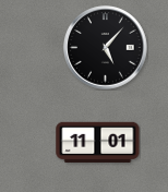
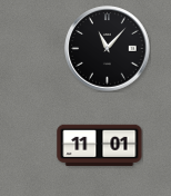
clock at (106, 48): 5:07 -> 11:07
